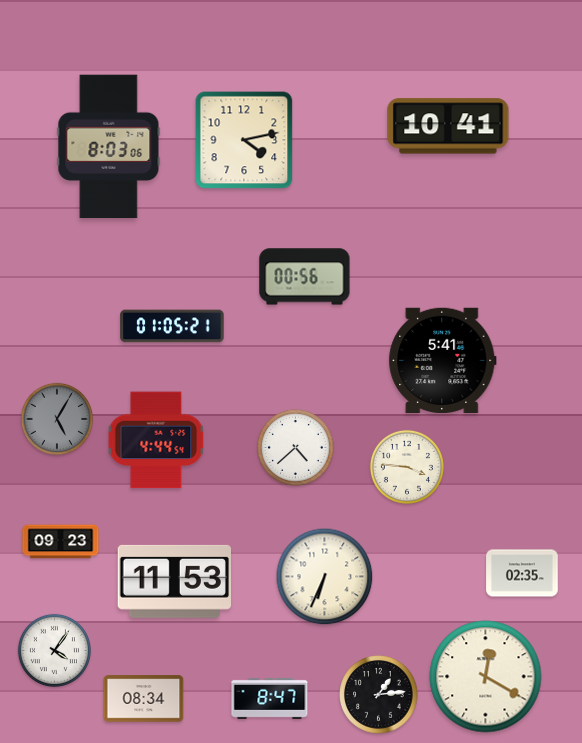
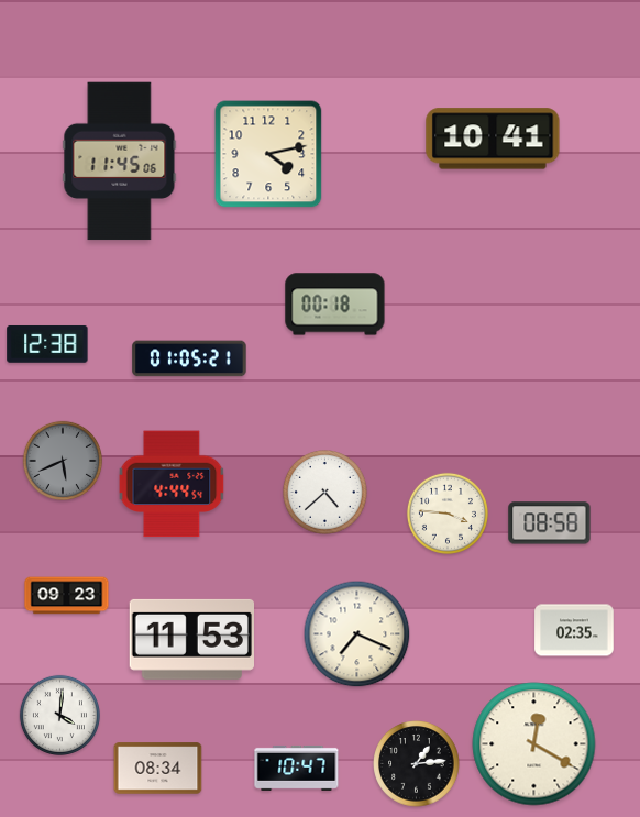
clock at (109, 147): 8:03 -> 11:45
clock at (305, 277): 00:56 -> 00:18
clock at (47, 344): none -> 12:38
clock at (443, 360): 5:41 -> none
clock at (56, 418): 5:05 -> 5:41
clock at (550, 523): none -> 08:58
clock at (325, 577): 6:34 -> 7:19
clock at (54, 650): 4:06 -> 4:01
clock at (270, 698): 8:47 -> 10:47
